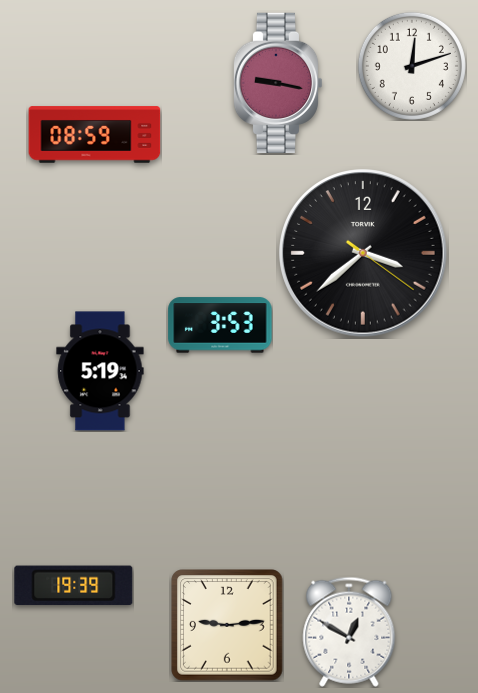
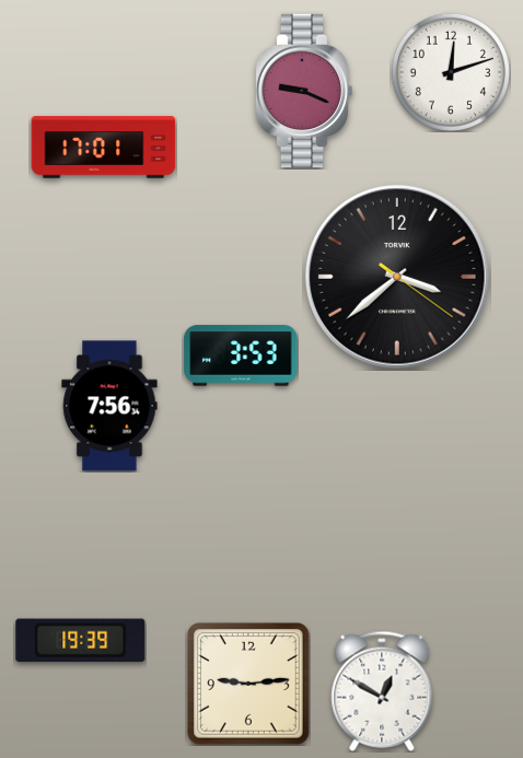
clock at (278, 82): 9:17 -> 9:19
clock at (95, 135): 08:59 -> 17:01
clock at (100, 371): 5:19 -> 7:56
